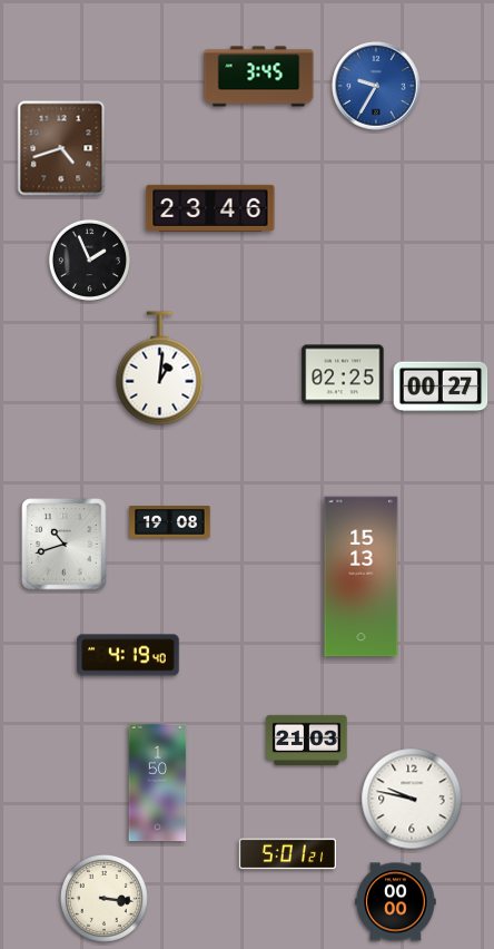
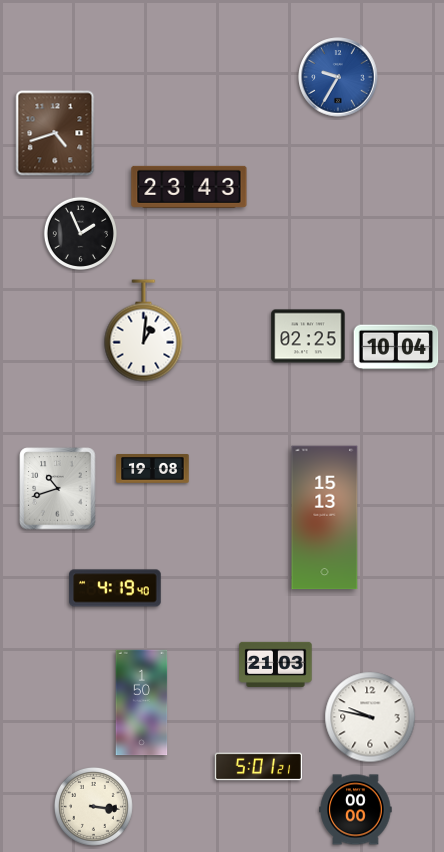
clock at (259, 77): 3:45 -> none
clock at (210, 208): 23:46 -> 23:43
clock at (441, 387): 00:27 -> 10:04
